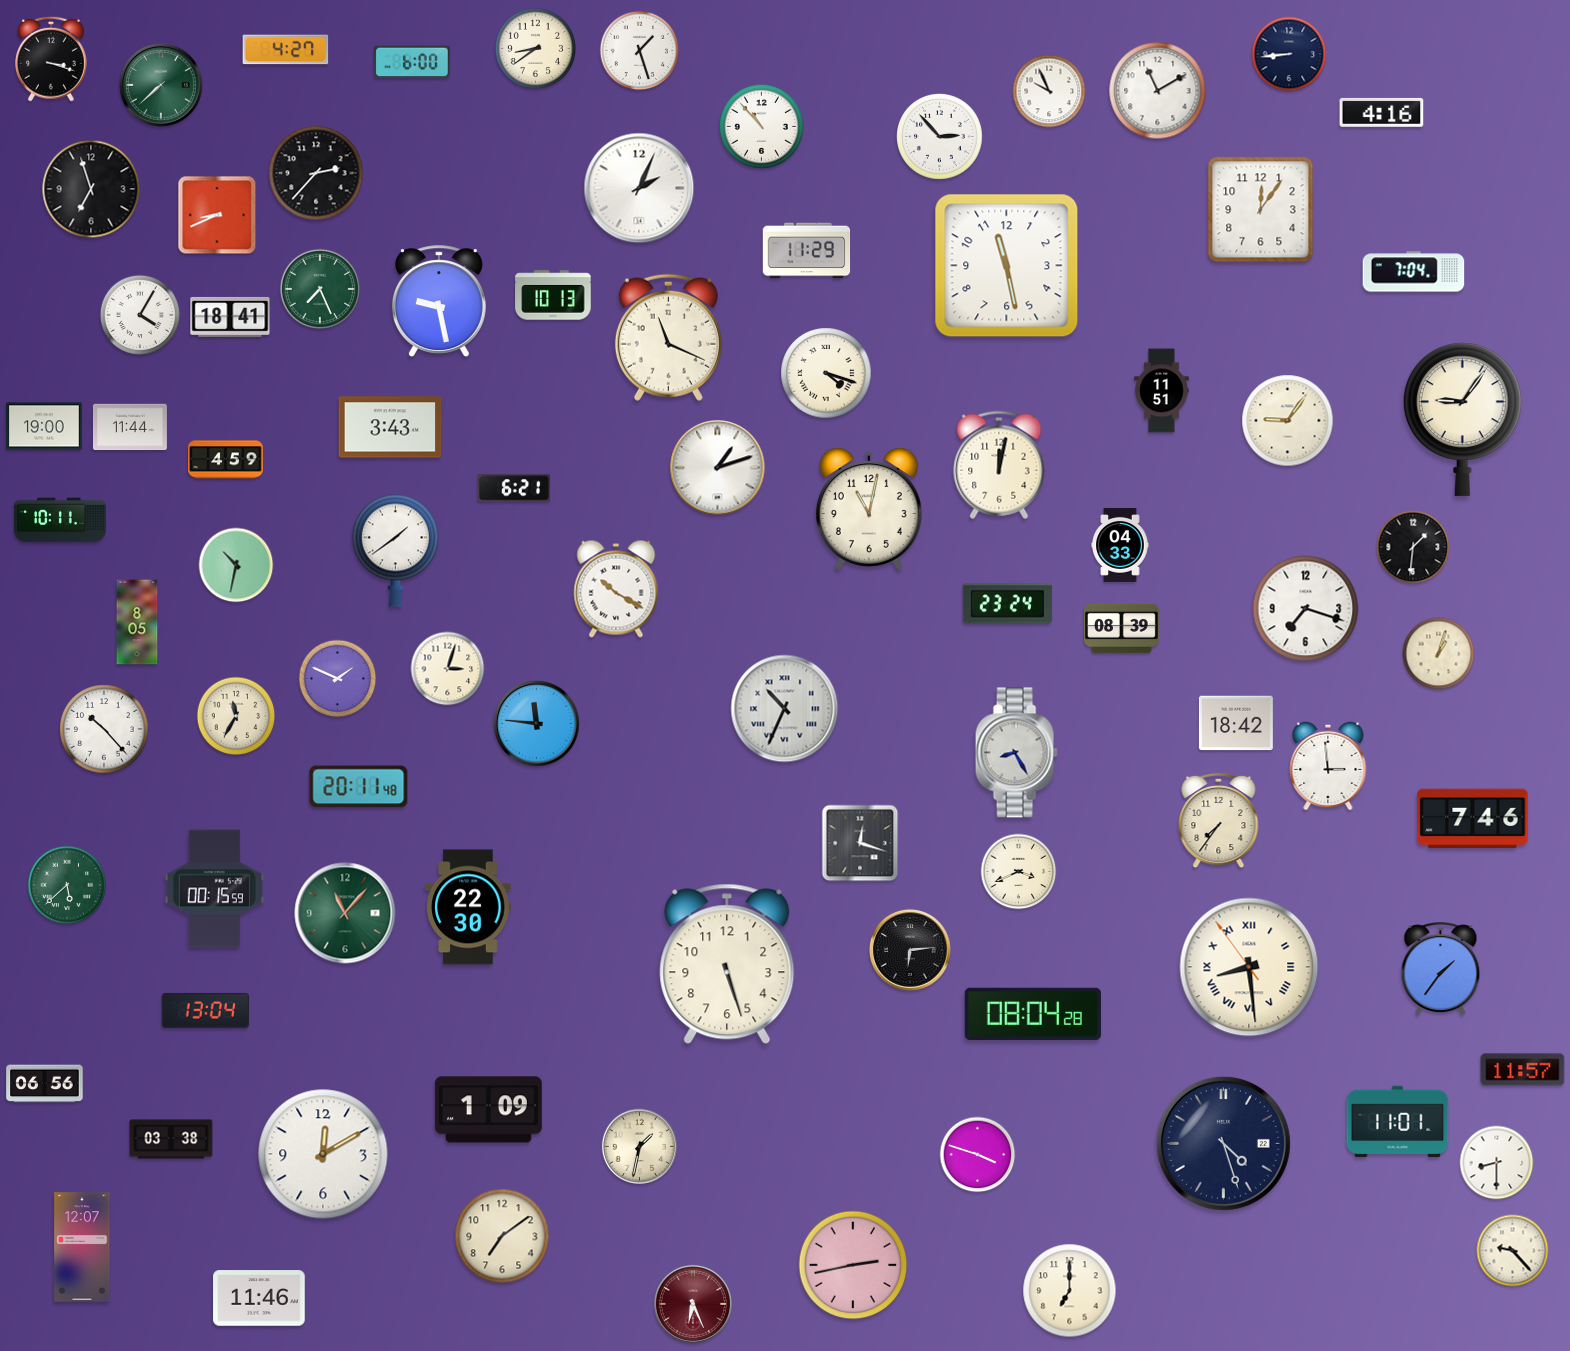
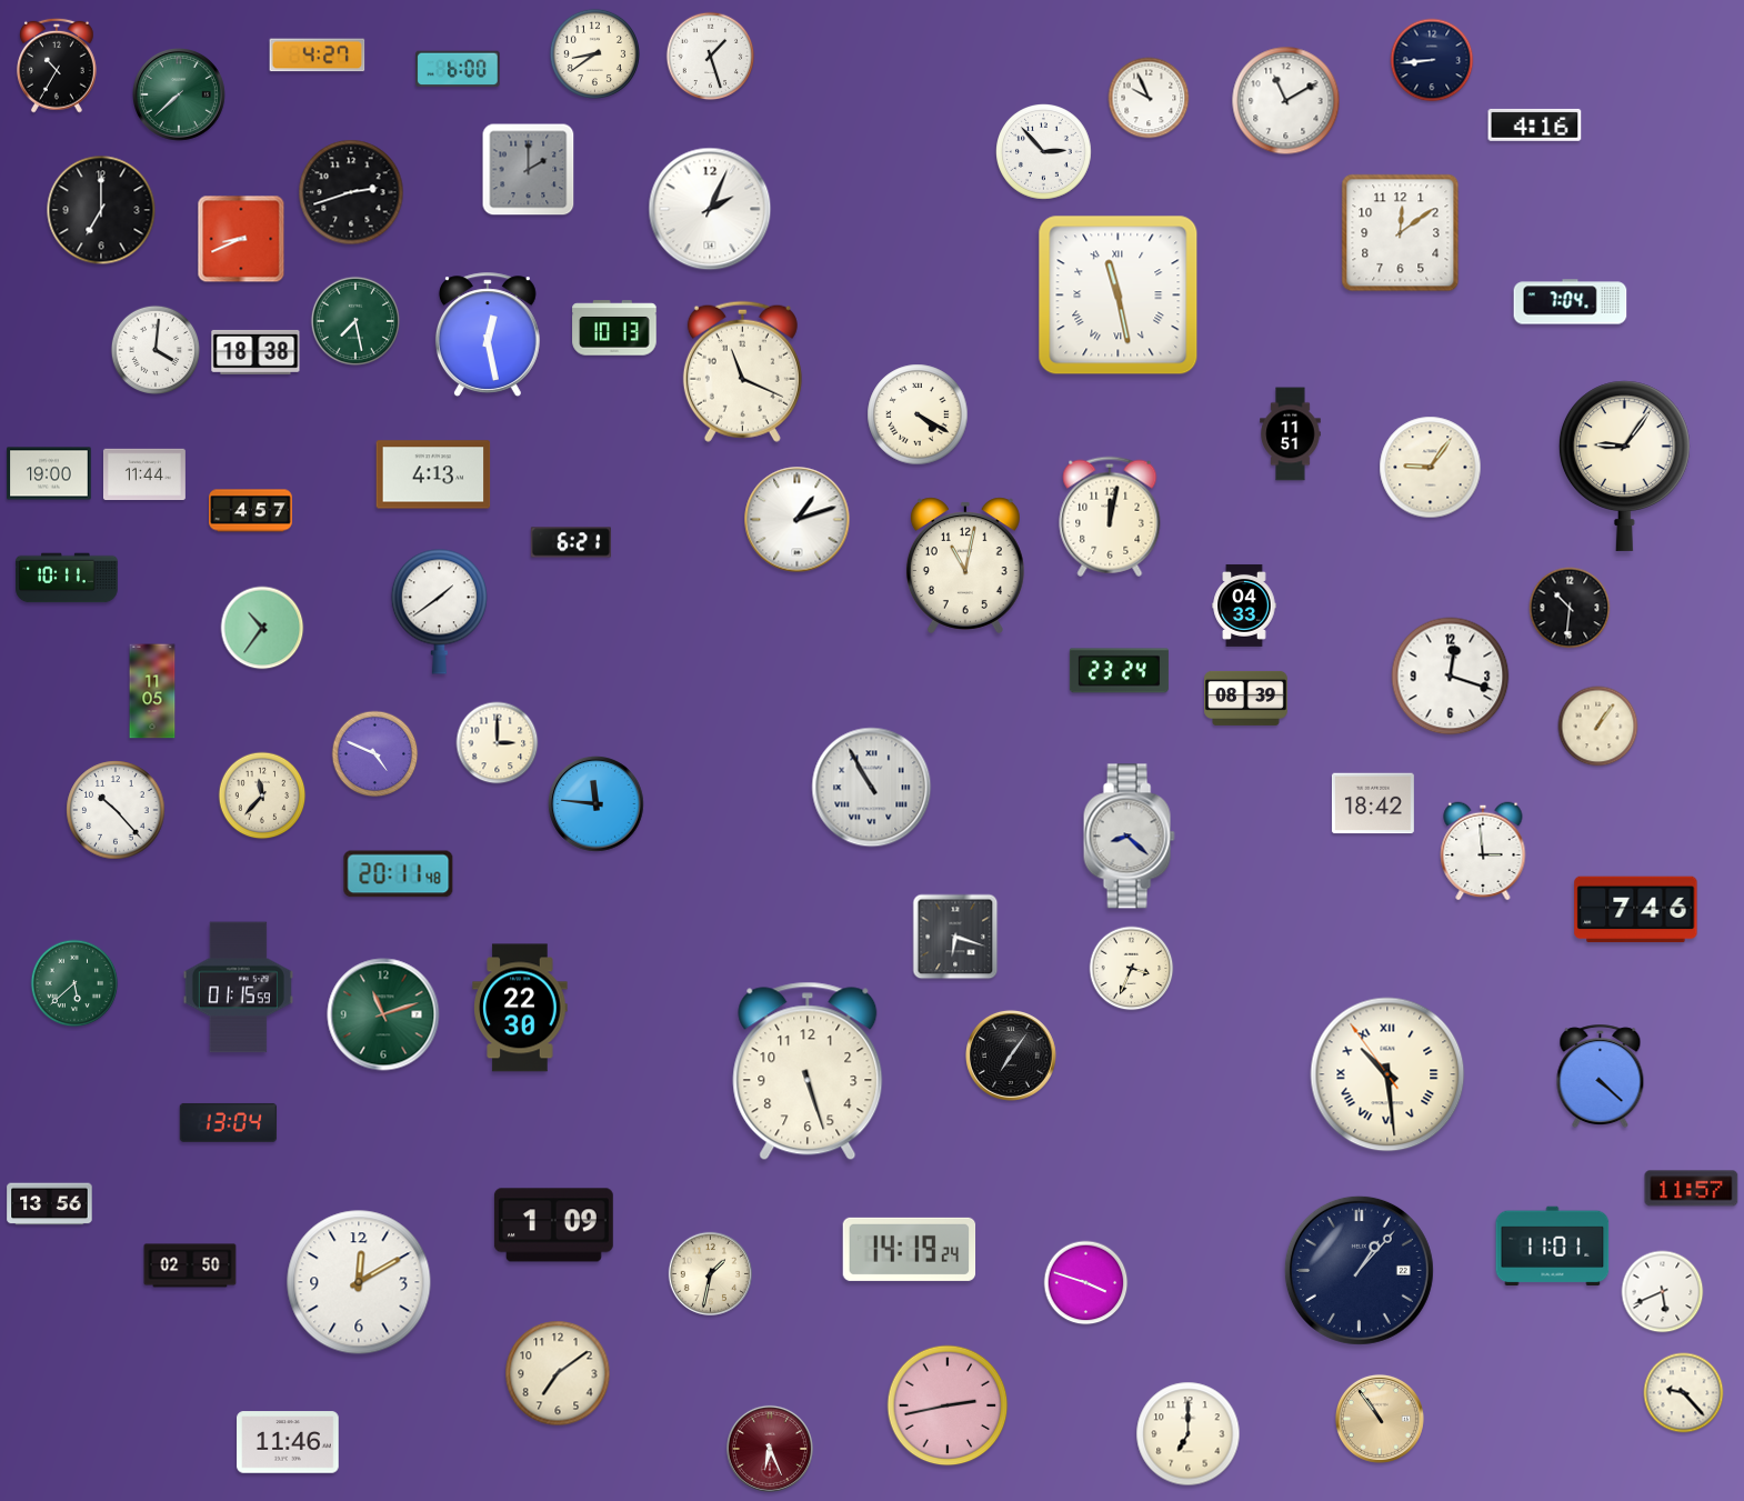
clock at (51, 59): 3:18 -> 10:35
clock at (1049, 91) position: (1049, 91) -> (1149, 98)
clock at (761, 126): 10:53 -> none
clock at (529, 170): none -> 2:00
clock at (316, 173): 2:37 -> 2:42
clock at (91, 189): 6:57 -> 7:00
clock at (1261, 210): 12:06 -> 12:09
clock at (807, 251): 11:29 -> none
clock at (1007, 266) numerals: Arabic -> Roman
clock at (319, 288): 7:26 -> 7:28
clock at (439, 301): 9:28 -> 12:28
clock at (139, 314): 4:05 -> 4:01
clock at (230, 317): 18:41 -> 18:38
clock at (668, 337) position: (668, 337) -> (742, 371)
clock at (826, 373): 4:18 -> 4:20
clock at (390, 427): 3:43 -> 4:13
clock at (226, 460): 4:59 -> 4:57
clock at (1413, 547): 1:31 -> 10:31
clock at (236, 565): 10:32 -> 10:36
clock at (616, 589): 10:20 -> none
clock at (1306, 609): 7:18 -> 12:18
clock at (137, 622): 8:05 -> 11:05
clock at (1439, 654): 1:03 -> 1:06
clock at (448, 669): 3:03 -> 3:00
clock at (338, 679): 1:49 -> 4:49
clock at (785, 709): 10:34 -> 10:55
clock at (236, 716): 11:35 -> 11:37
clock at (1016, 753): 8:25 -> 8:22
clock at (1328, 766) position: (1328, 766) -> (1483, 851)
clock at (1219, 821): 7:36 -> none
clock at (860, 843): 12:18 -> 6:18
clock at (1019, 872): 3:41 -> 3:34
clock at (214, 889): 00:15 -> 01:15
clock at (345, 913): 11:07 -> 11:12
clock at (910, 950): 6:14 -> 7:06
clock at (1249, 967): 8:28 -> 10:28
clock at (1441, 969): 1:36 -> 4:22
clock at (1033, 1014): 08:04 -> none
clock at (45, 1084): 06:56 -> 13:56
clock at (488, 1110) position: (488, 1110) -> (553, 1225)
clock at (910, 1249): none -> 14:19
clock at (171, 1139): 03:38 -> 02:50
clock at (1223, 1143): 4:27 -> 1:07
clock at (1497, 1163): 8:30 -> 5:41
clock at (82, 1247): 12:07 -> none
clock at (1513, 1251) position: (1513, 1251) -> (1684, 1393)
clock at (1380, 1419): none -> 10:54
